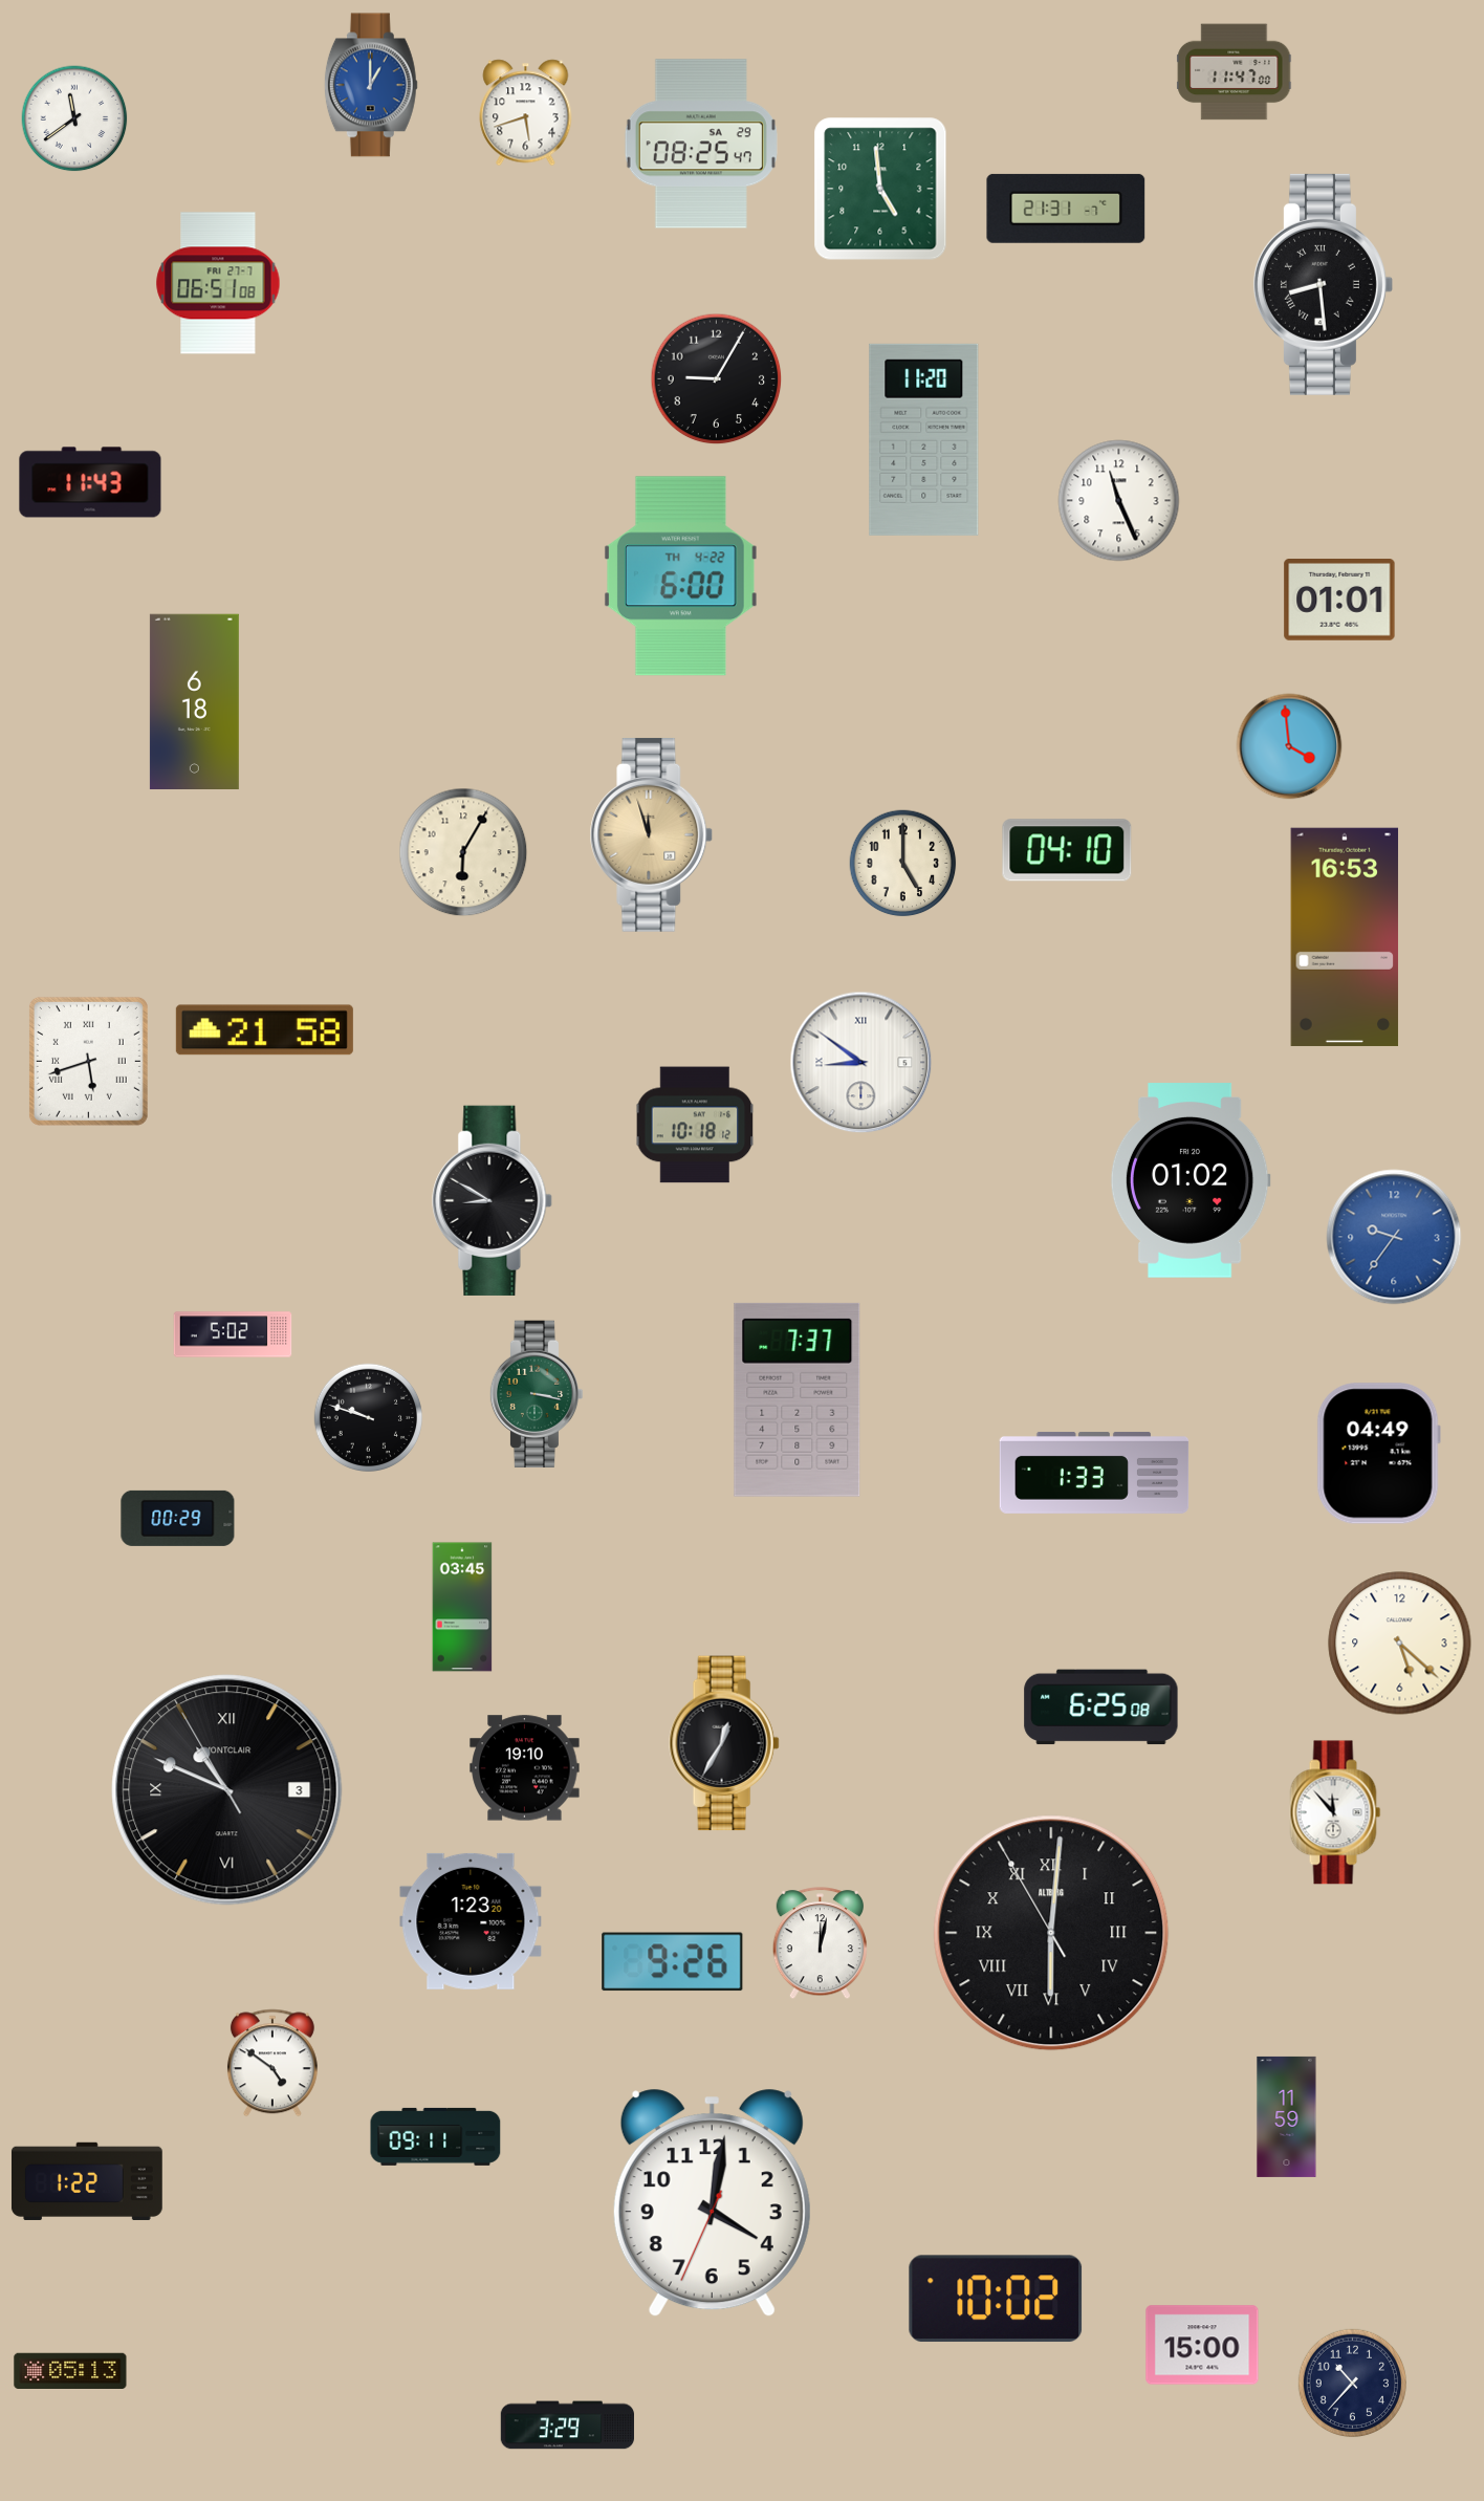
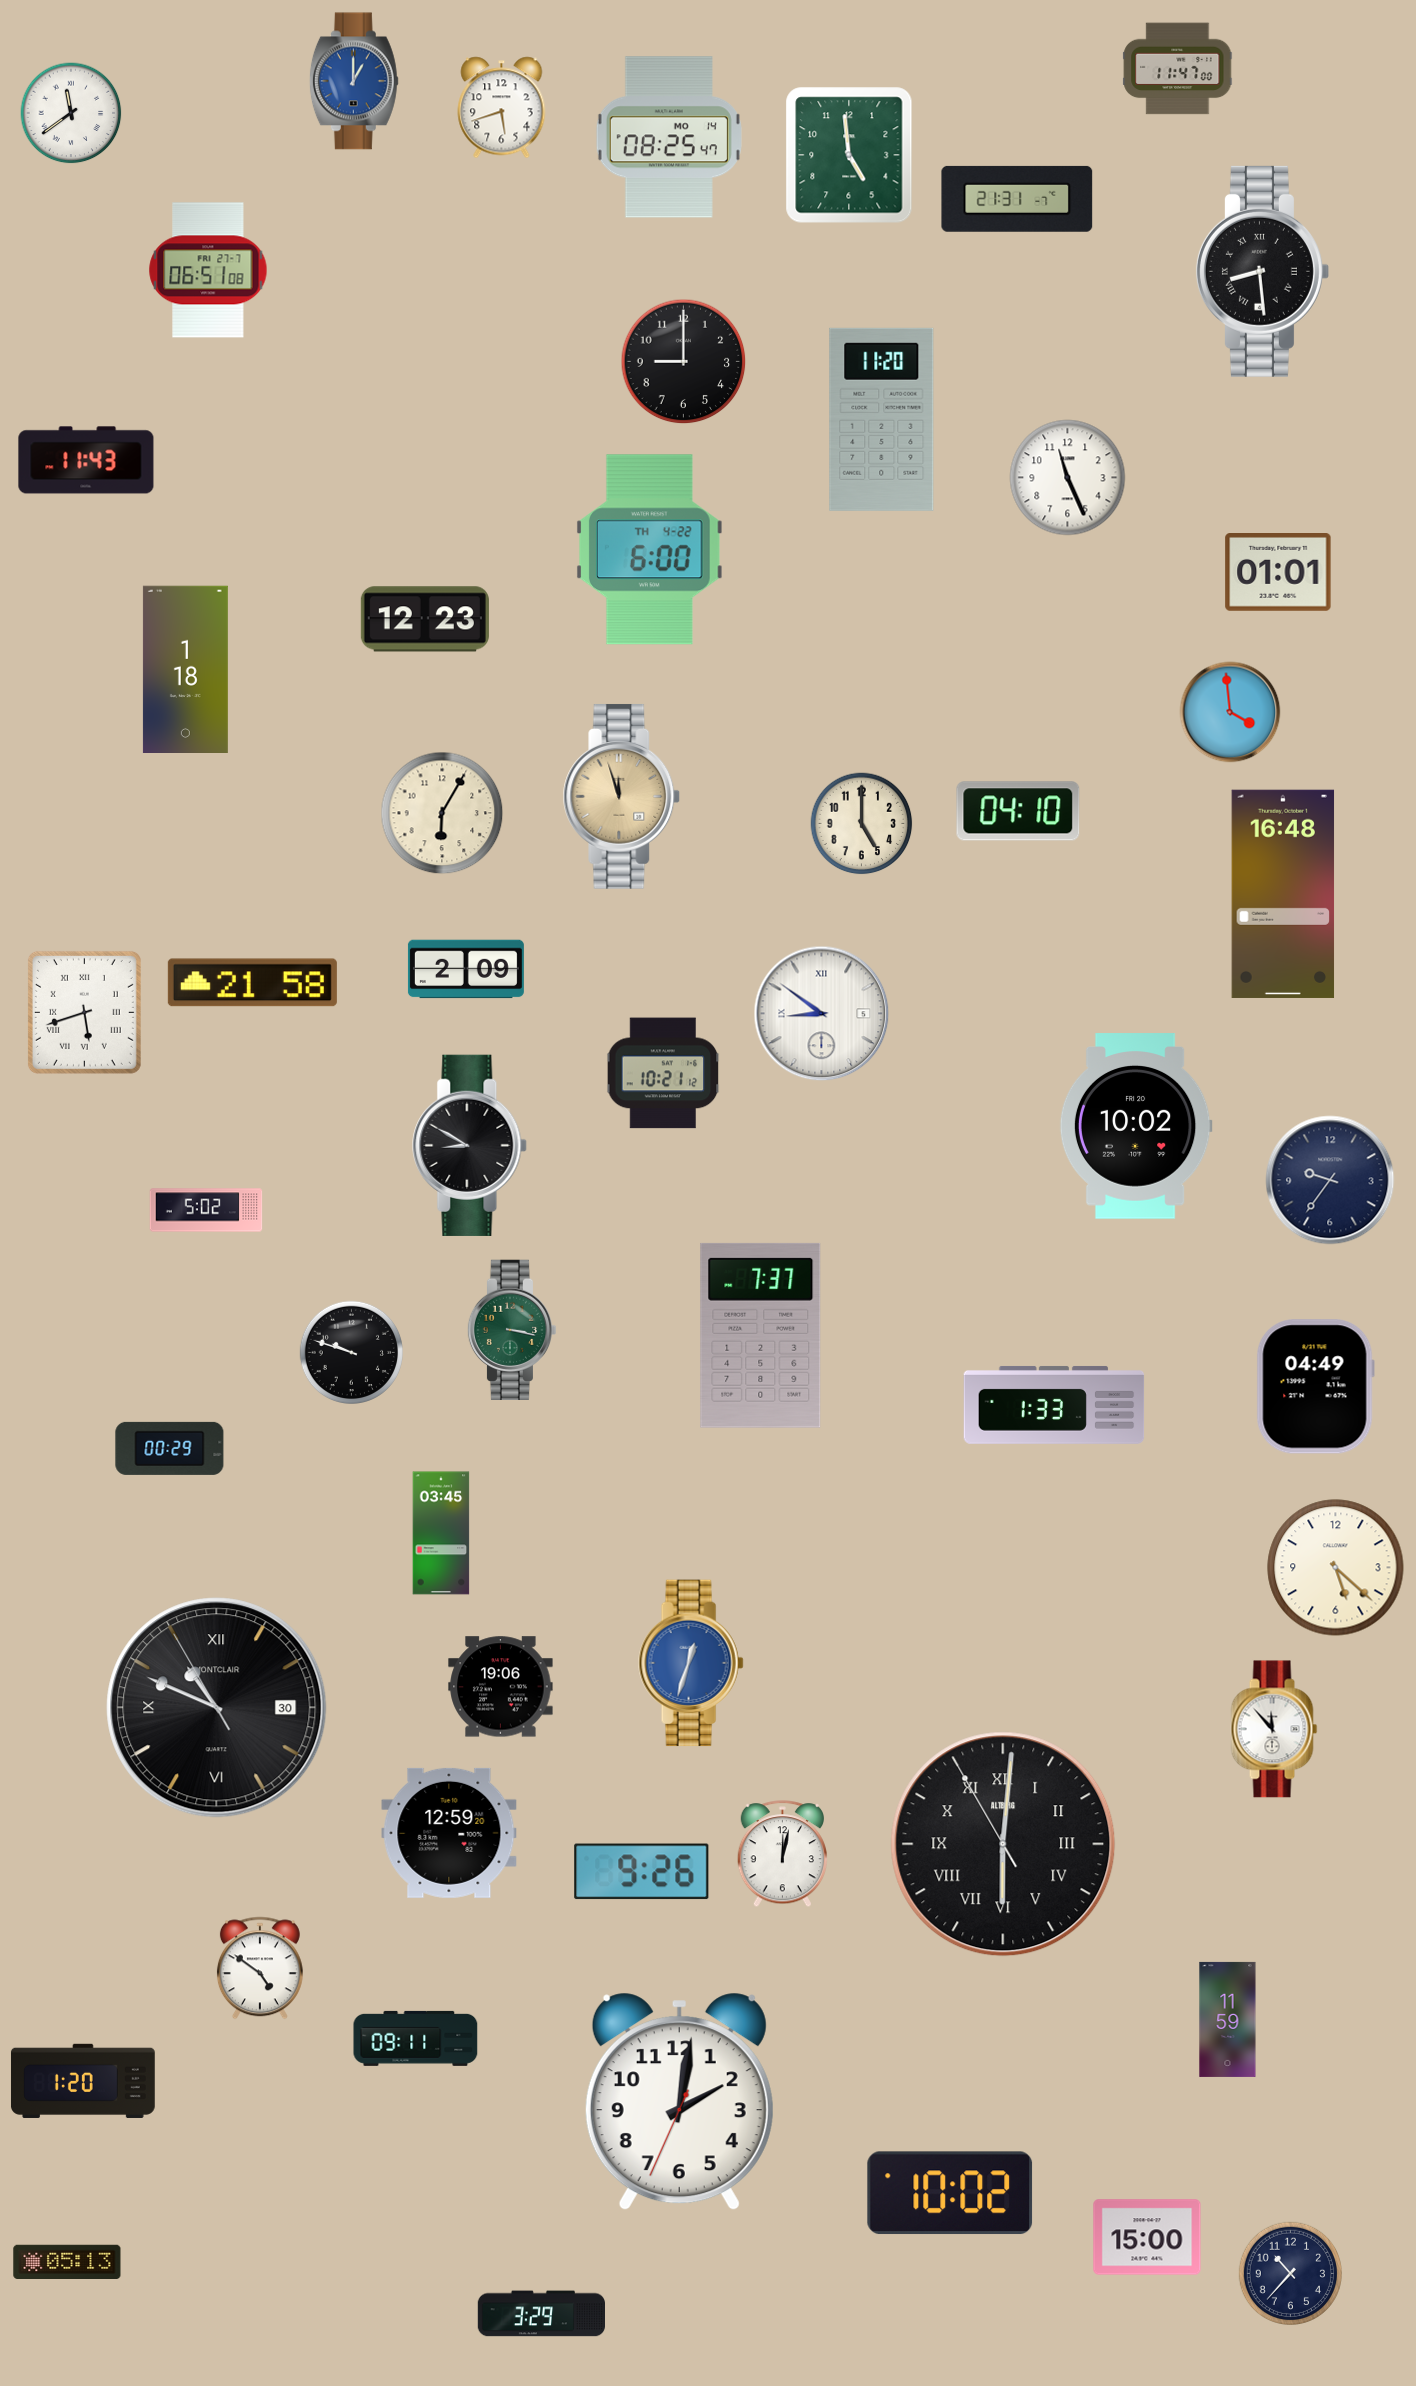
clock at (701, 144) date: SA 29 -> MO 14
clock at (880, 189) position: (880, 189) -> (849, 155)
clock at (717, 379): 9:05 -> 9:00
clock at (425, 619): none -> 12:23
clock at (194, 701): 6:18 -> 1:18
clock at (1345, 937): 16:53 -> 16:48
clock at (466, 969): none -> 2:09
clock at (695, 1125): 10:18 -> 10:21
clock at (1191, 1180): 01:02 -> 10:02
clock at (1394, 1237) dial: blue -> navy
clock at (233, 1334) position: (233, 1334) -> (206, 1210)
clock at (1094, 1473) position: (1094, 1473) -> (1054, 1405)
clock at (1101, 1708): 6:25 -> none
clock at (724, 1743): 12:35 -> 12:33
clock at (724, 1743) dial: black -> blue
clock at (525, 1768): 19:10 -> 19:06
clock at (227, 1790) date: 3 -> 30
clock at (471, 1921): 1:23 -> 12:59
clock at (87, 2181): 1:22 -> 1:20
clock at (712, 2203): 4:01 -> 2:01
